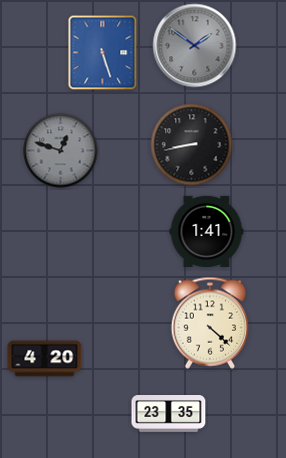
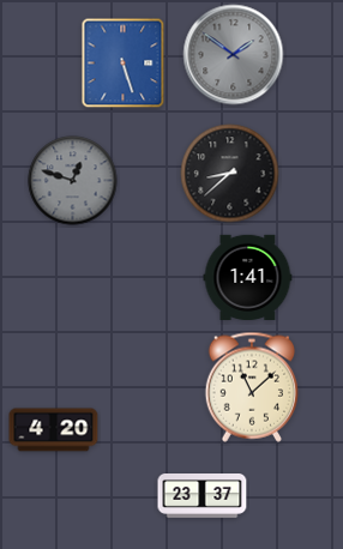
clock at (192, 145): 8:43 -> 8:38
clock at (209, 323): 4:22 -> 11:08
clock at (169, 414): 23:35 -> 23:37
